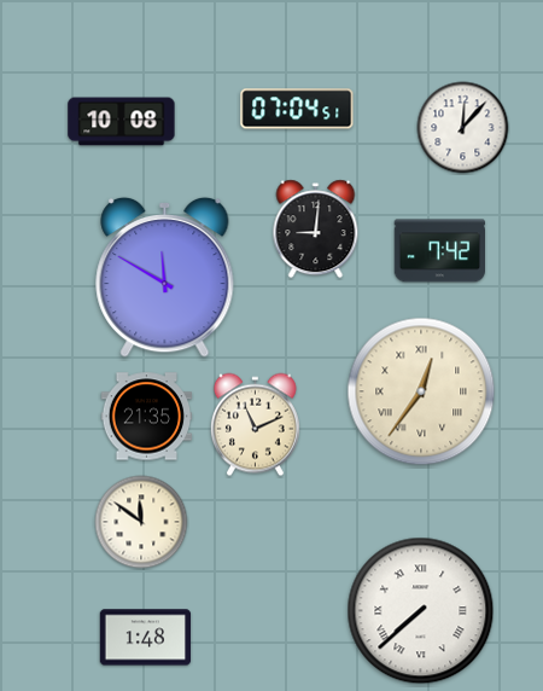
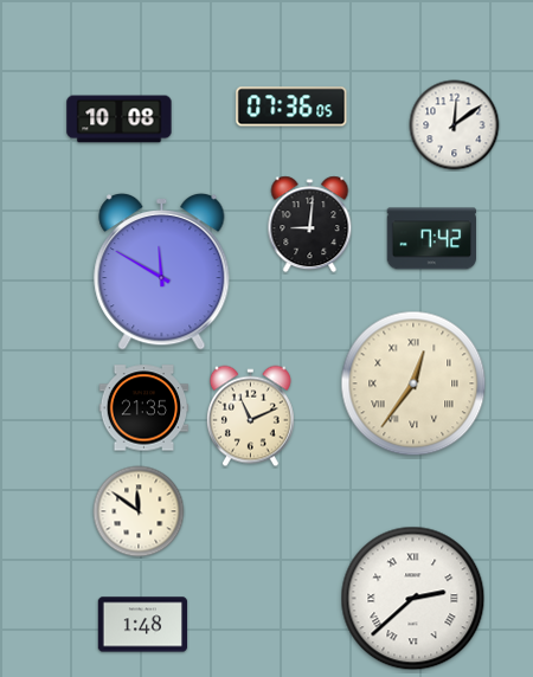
clock at (297, 109): 07:04 -> 07:36
clock at (463, 128): 12:07 -> 12:09
clock at (440, 251) position: (440, 251) -> (432, 239)
clock at (421, 611): 7:38 -> 2:38
